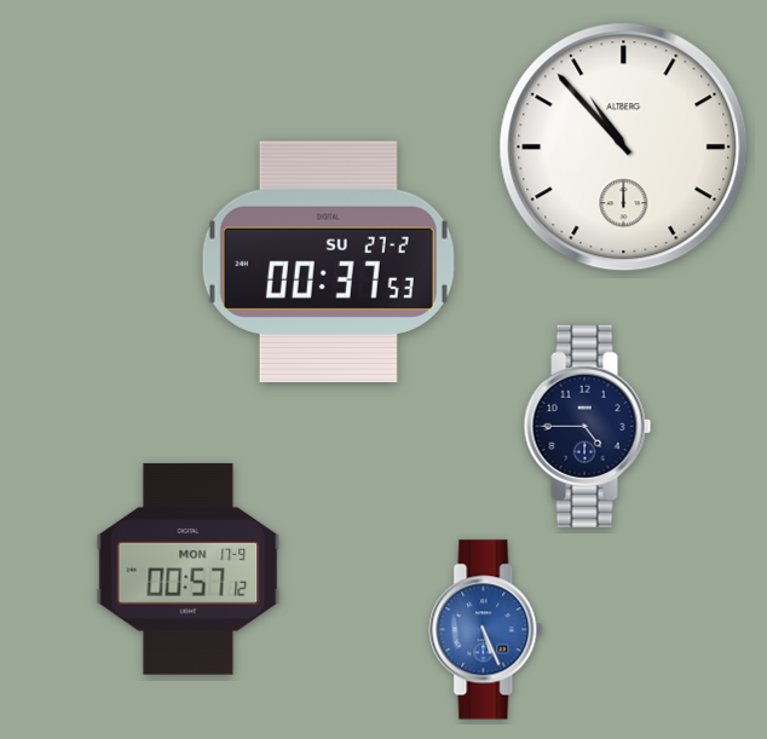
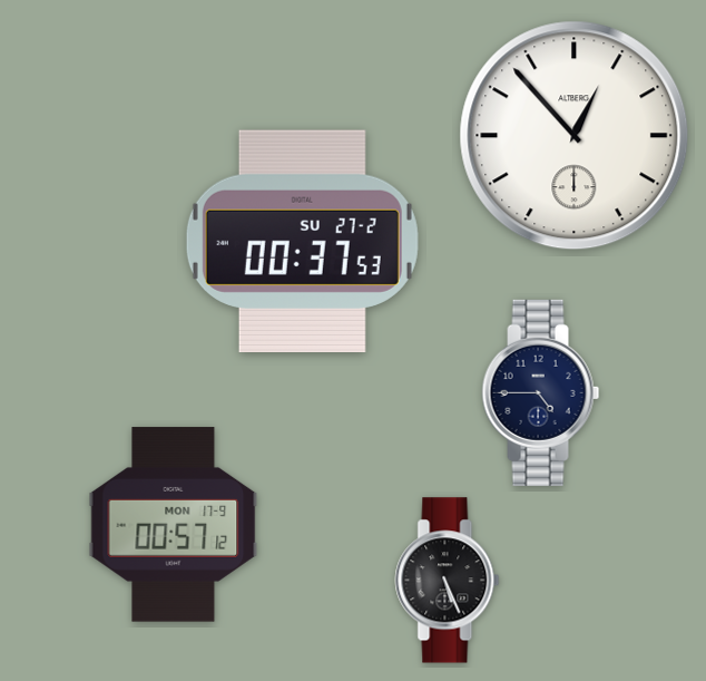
clock at (624, 148): 10:53 -> 12:53
clock at (486, 630) dial: blue -> black
